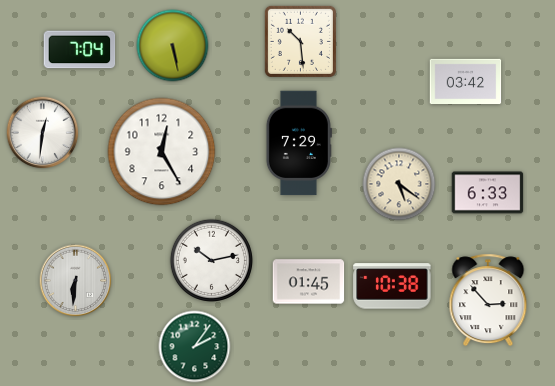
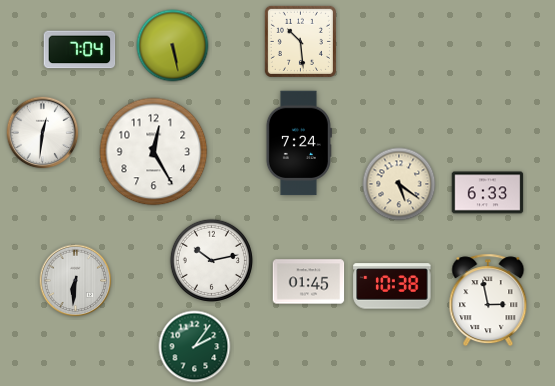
clock at (466, 82): 03:42 -> none
clock at (298, 143): 7:29 -> 7:24
clock at (162, 152) position: (162, 152) -> (154, 152)
clock at (488, 300): 2:53 -> 2:58
